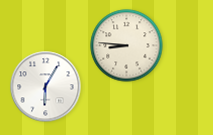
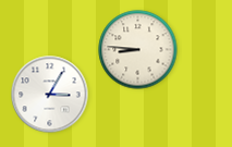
clock at (46, 87): 6:05 -> 3:05
